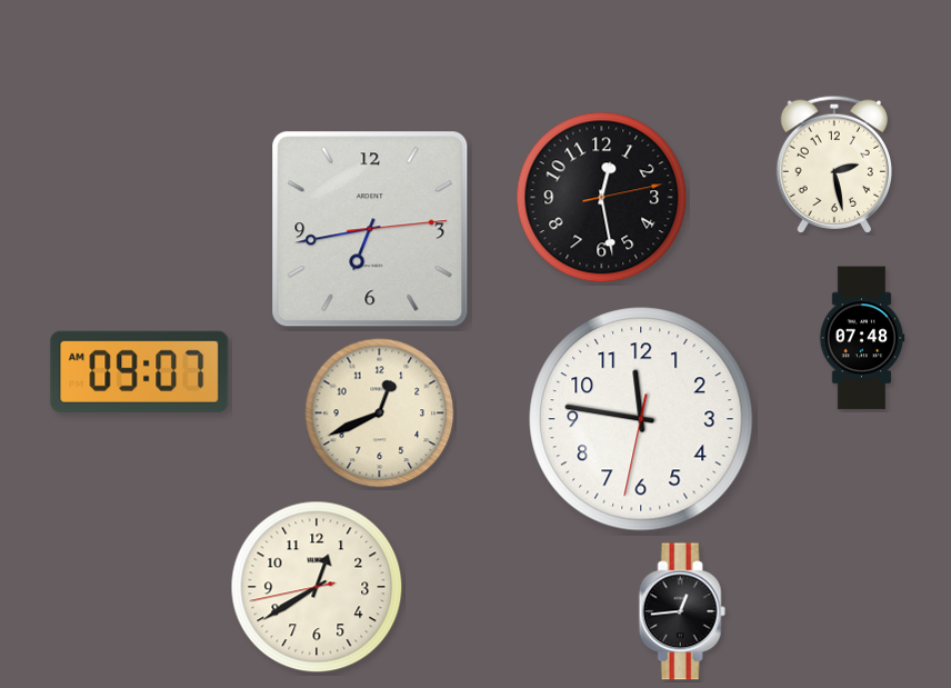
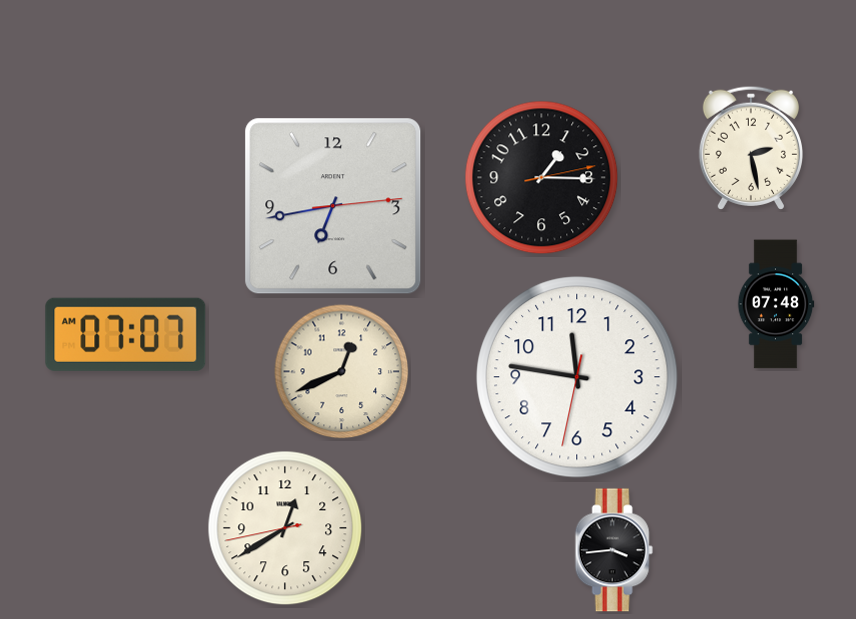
clock at (602, 198): 12:28 -> 1:15
clock at (140, 371): 09:07 -> 07:07
clock at (682, 611): 12:44 -> 3:44
